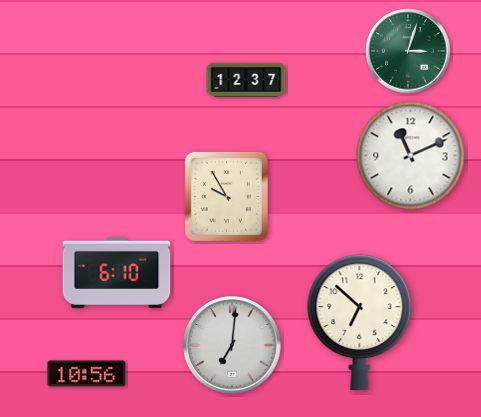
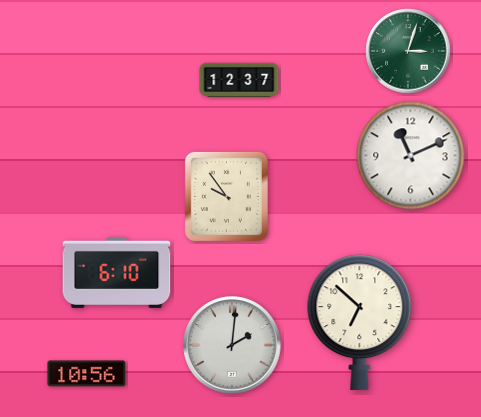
clock at (246, 80) position: (246, 80) -> (239, 80)
clock at (226, 196): 9:55 -> 9:54
clock at (232, 345): 7:01 -> 2:01
